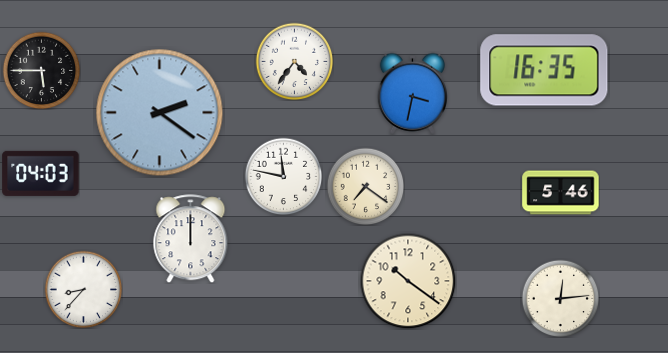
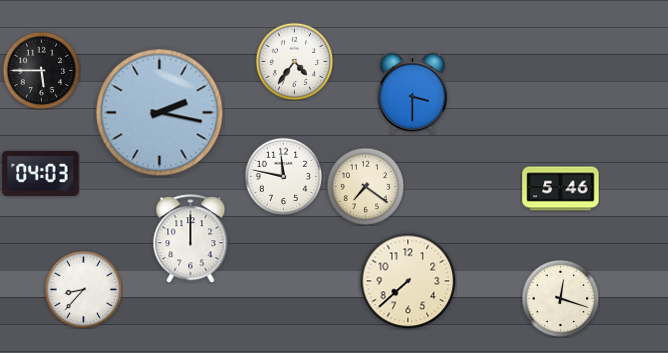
clock at (544, 70): 16:35 -> none
clock at (412, 93): 3:32 -> 3:30
clock at (160, 113): 2:21 -> 2:17
clock at (561, 193) position: (561, 193) -> (561, 189)
clock at (408, 281): 10:21 -> 7:38
clock at (560, 298): 12:14 -> 12:18
